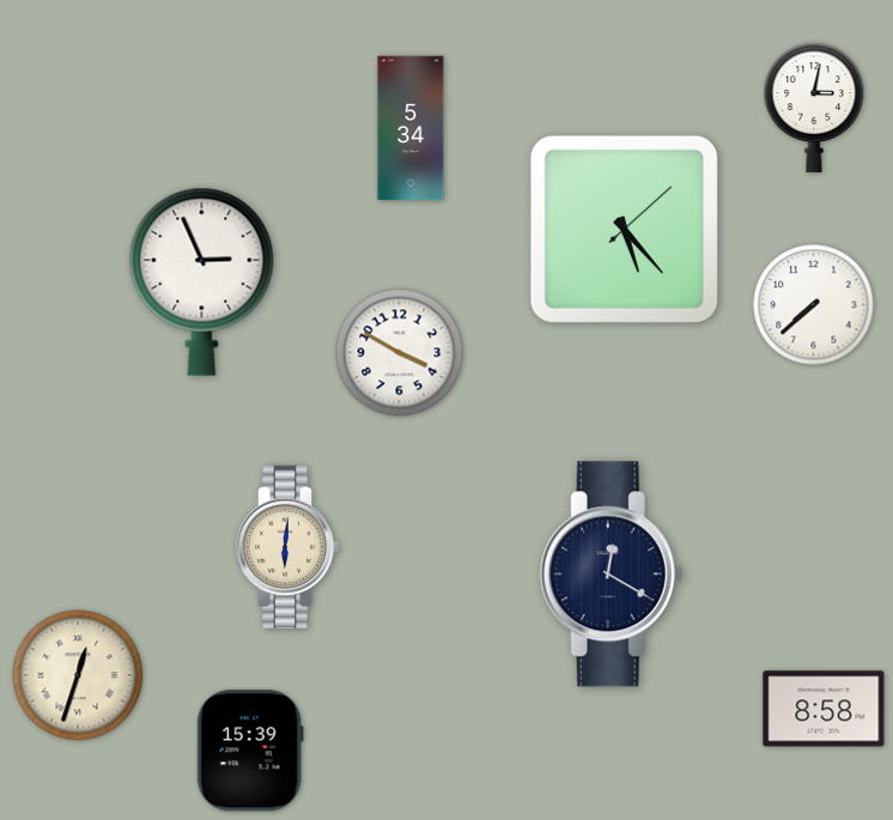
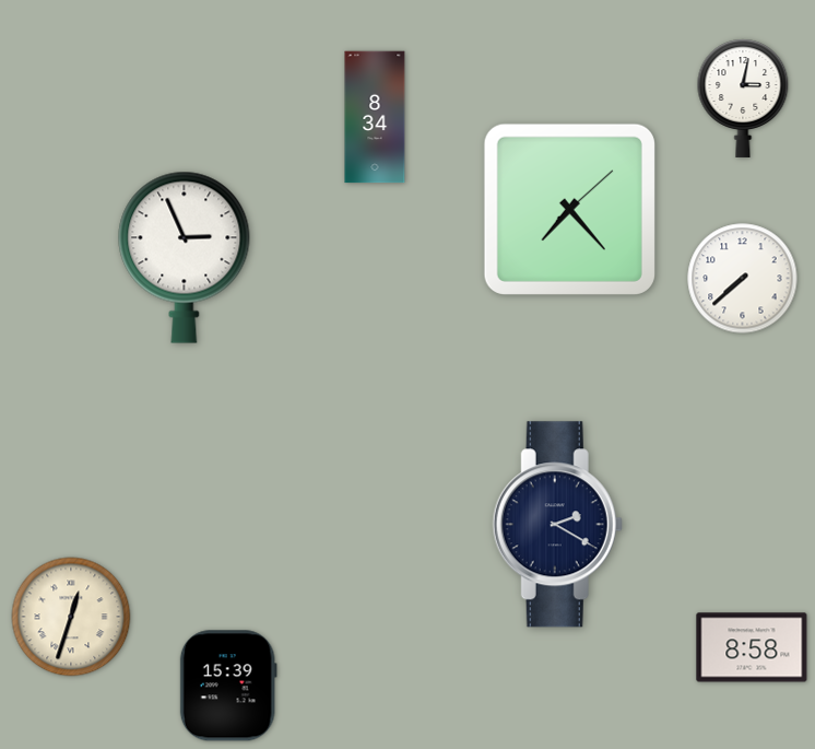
clock at (411, 128): 5:34 -> 8:34
clock at (624, 229): 5:23 -> 7:23
clock at (400, 353): 3:50 -> none
clock at (287, 547): 6:01 -> none
clock at (610, 575): 12:20 -> 2:20
